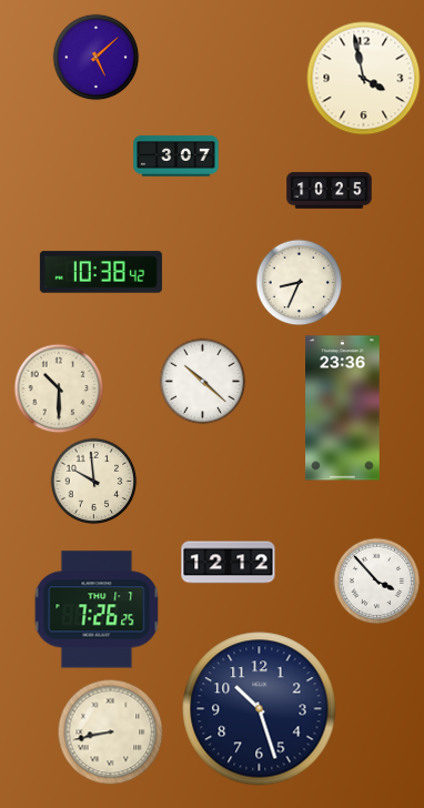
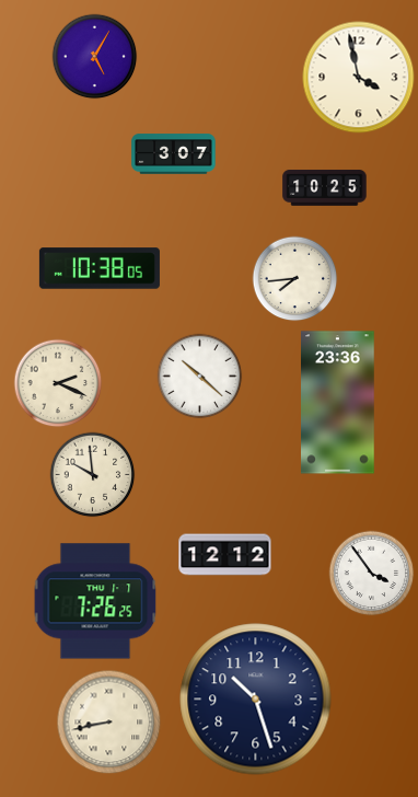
clock at (95, 57): 5:08 -> 5:05
clock at (101, 272): 10:38:42 -> 10:38:05
clock at (299, 282): 8:34 -> 7:44
clock at (59, 388): 10:30 -> 2:19
clock at (376, 580): 3:53 -> 3:54
